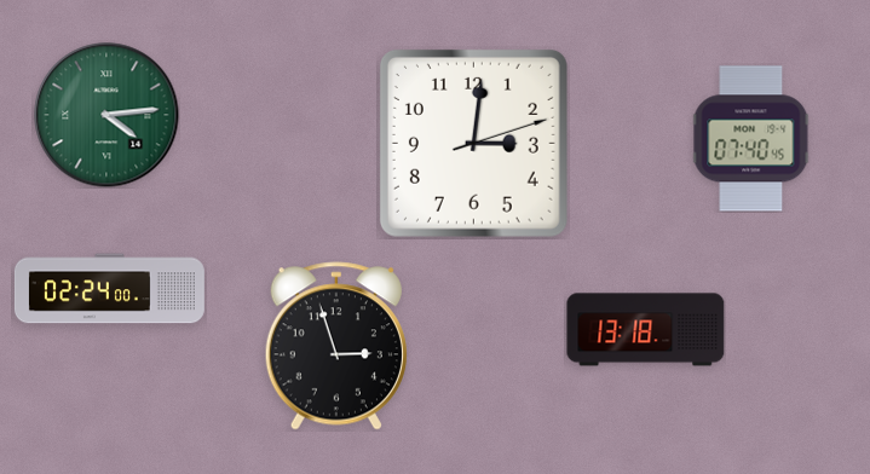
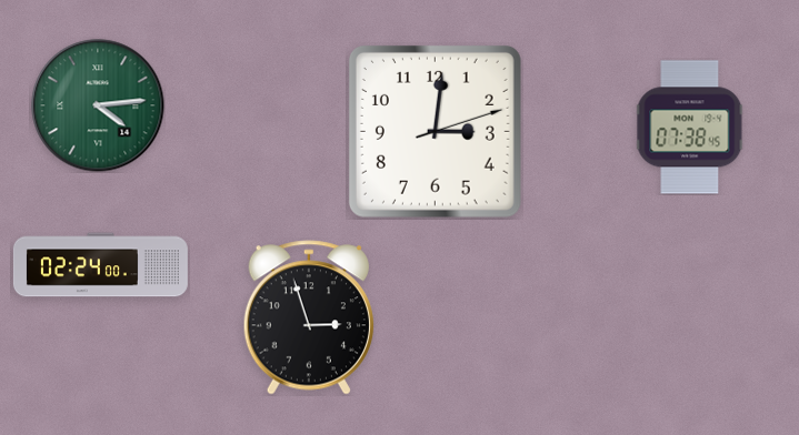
clock at (751, 139): 07:40 -> 07:38
clock at (646, 330): 13:18 -> none
